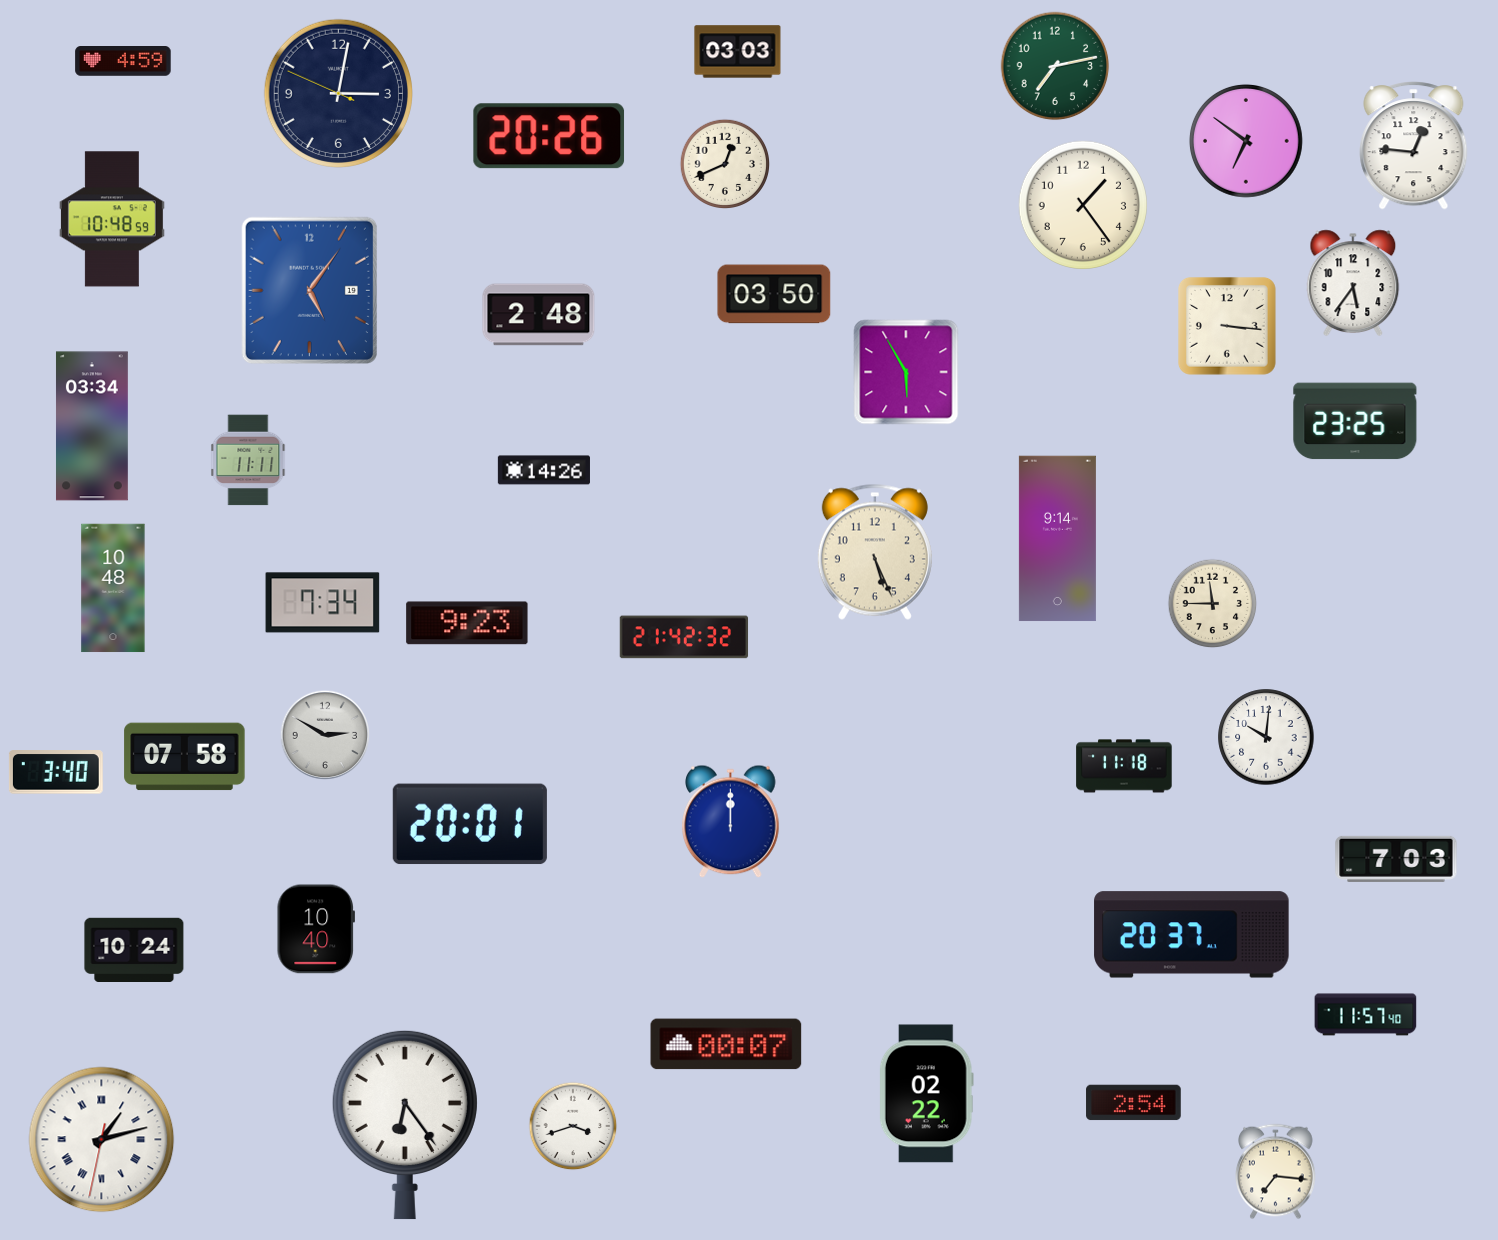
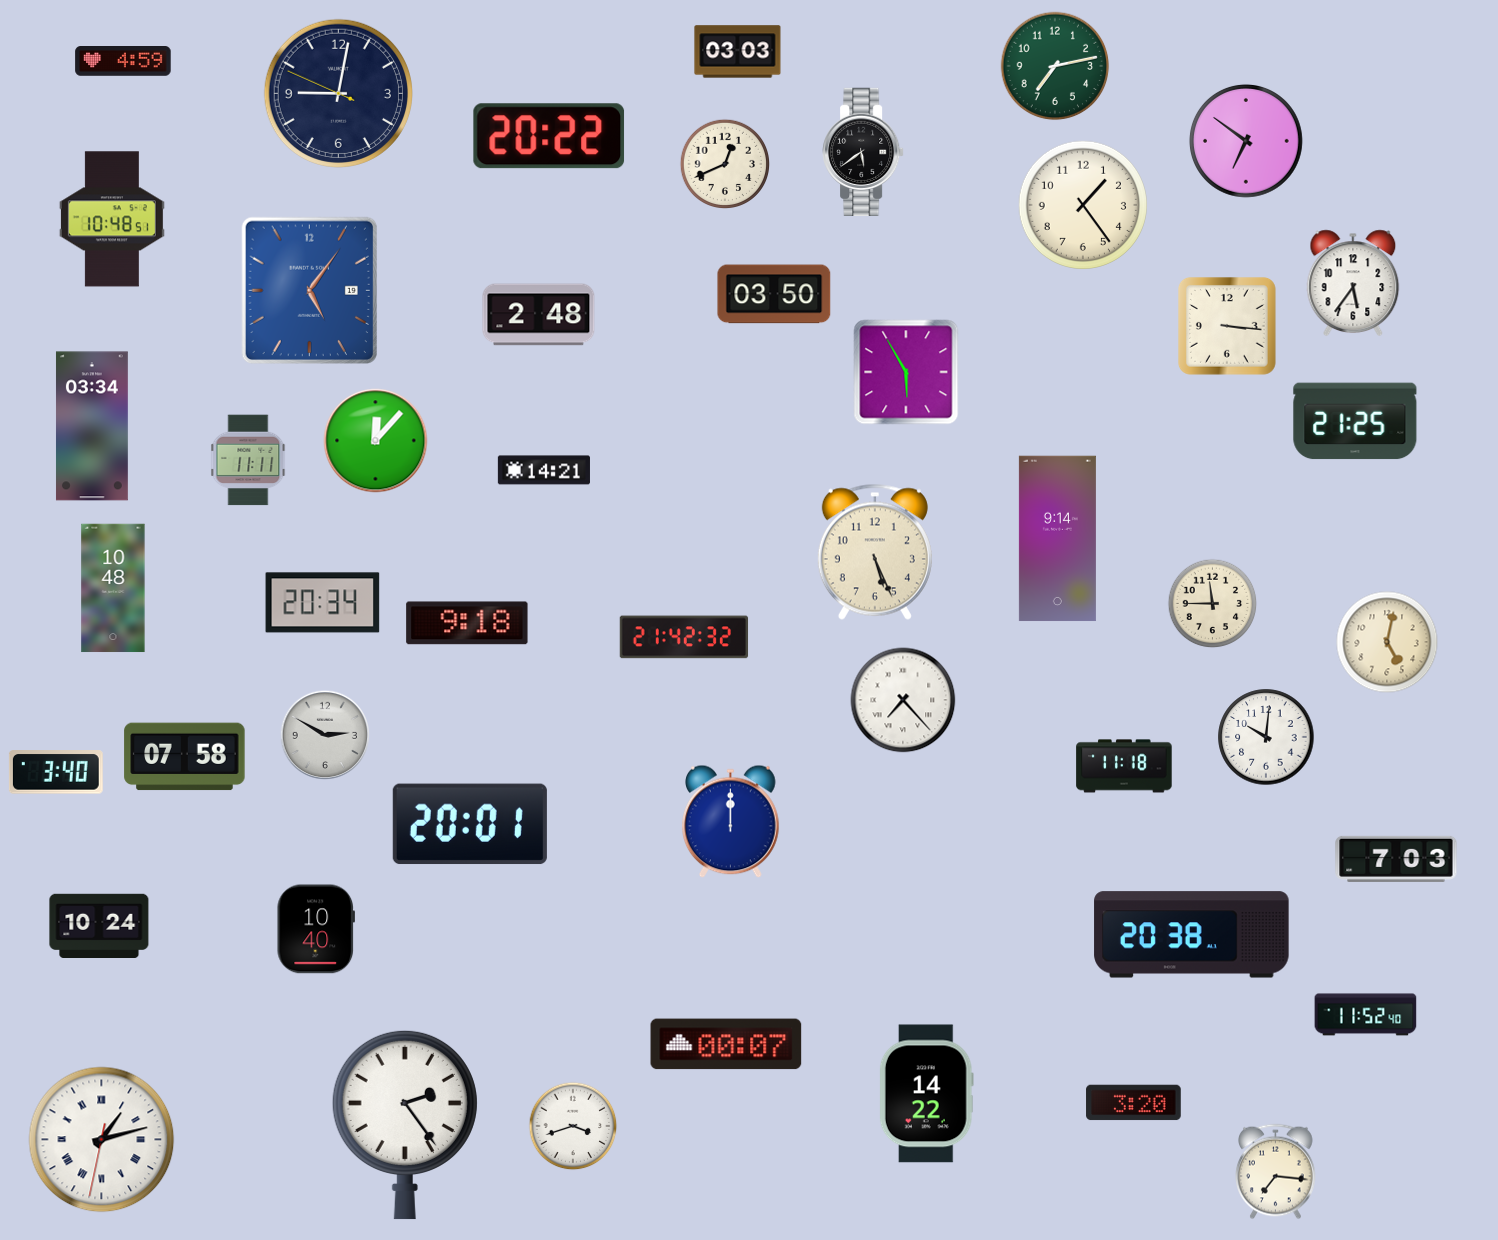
clock at (338, 93): 3:01 -> 9:01
clock at (549, 136): 20:26 -> 20:22
clock at (1414, 146): 12:46 -> none
clock at (863, 151): none -> 5:39
clock at (112, 219): 10:48:59 -> 10:48:51
clock at (1355, 421): 23:25 -> 21:25
clock at (376, 441): none -> 12:07
clock at (544, 470): 14:26 -> 14:21
clock at (323, 603): 7:34 -> 20:34
clock at (467, 623): 9:23 -> 9:18
clock at (1387, 642): none -> 5:02
clock at (903, 700): none -> 7:23
clock at (1192, 935): 20:37 -> 20:38
clock at (134, 950) position: (134, 950) -> (99, 926)
clock at (1366, 1015): 11:57 -> 11:52
clock at (926, 1094): 02:22 -> 14:22
clock at (1134, 1103): 2:54 -> 3:20
clock at (405, 1125): 6:24 -> 2:24
